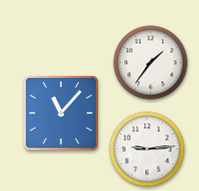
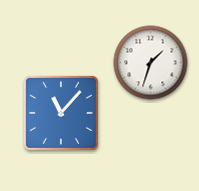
clock at (151, 63): 1:36 -> 1:33
clock at (147, 149): 9:14 -> none
